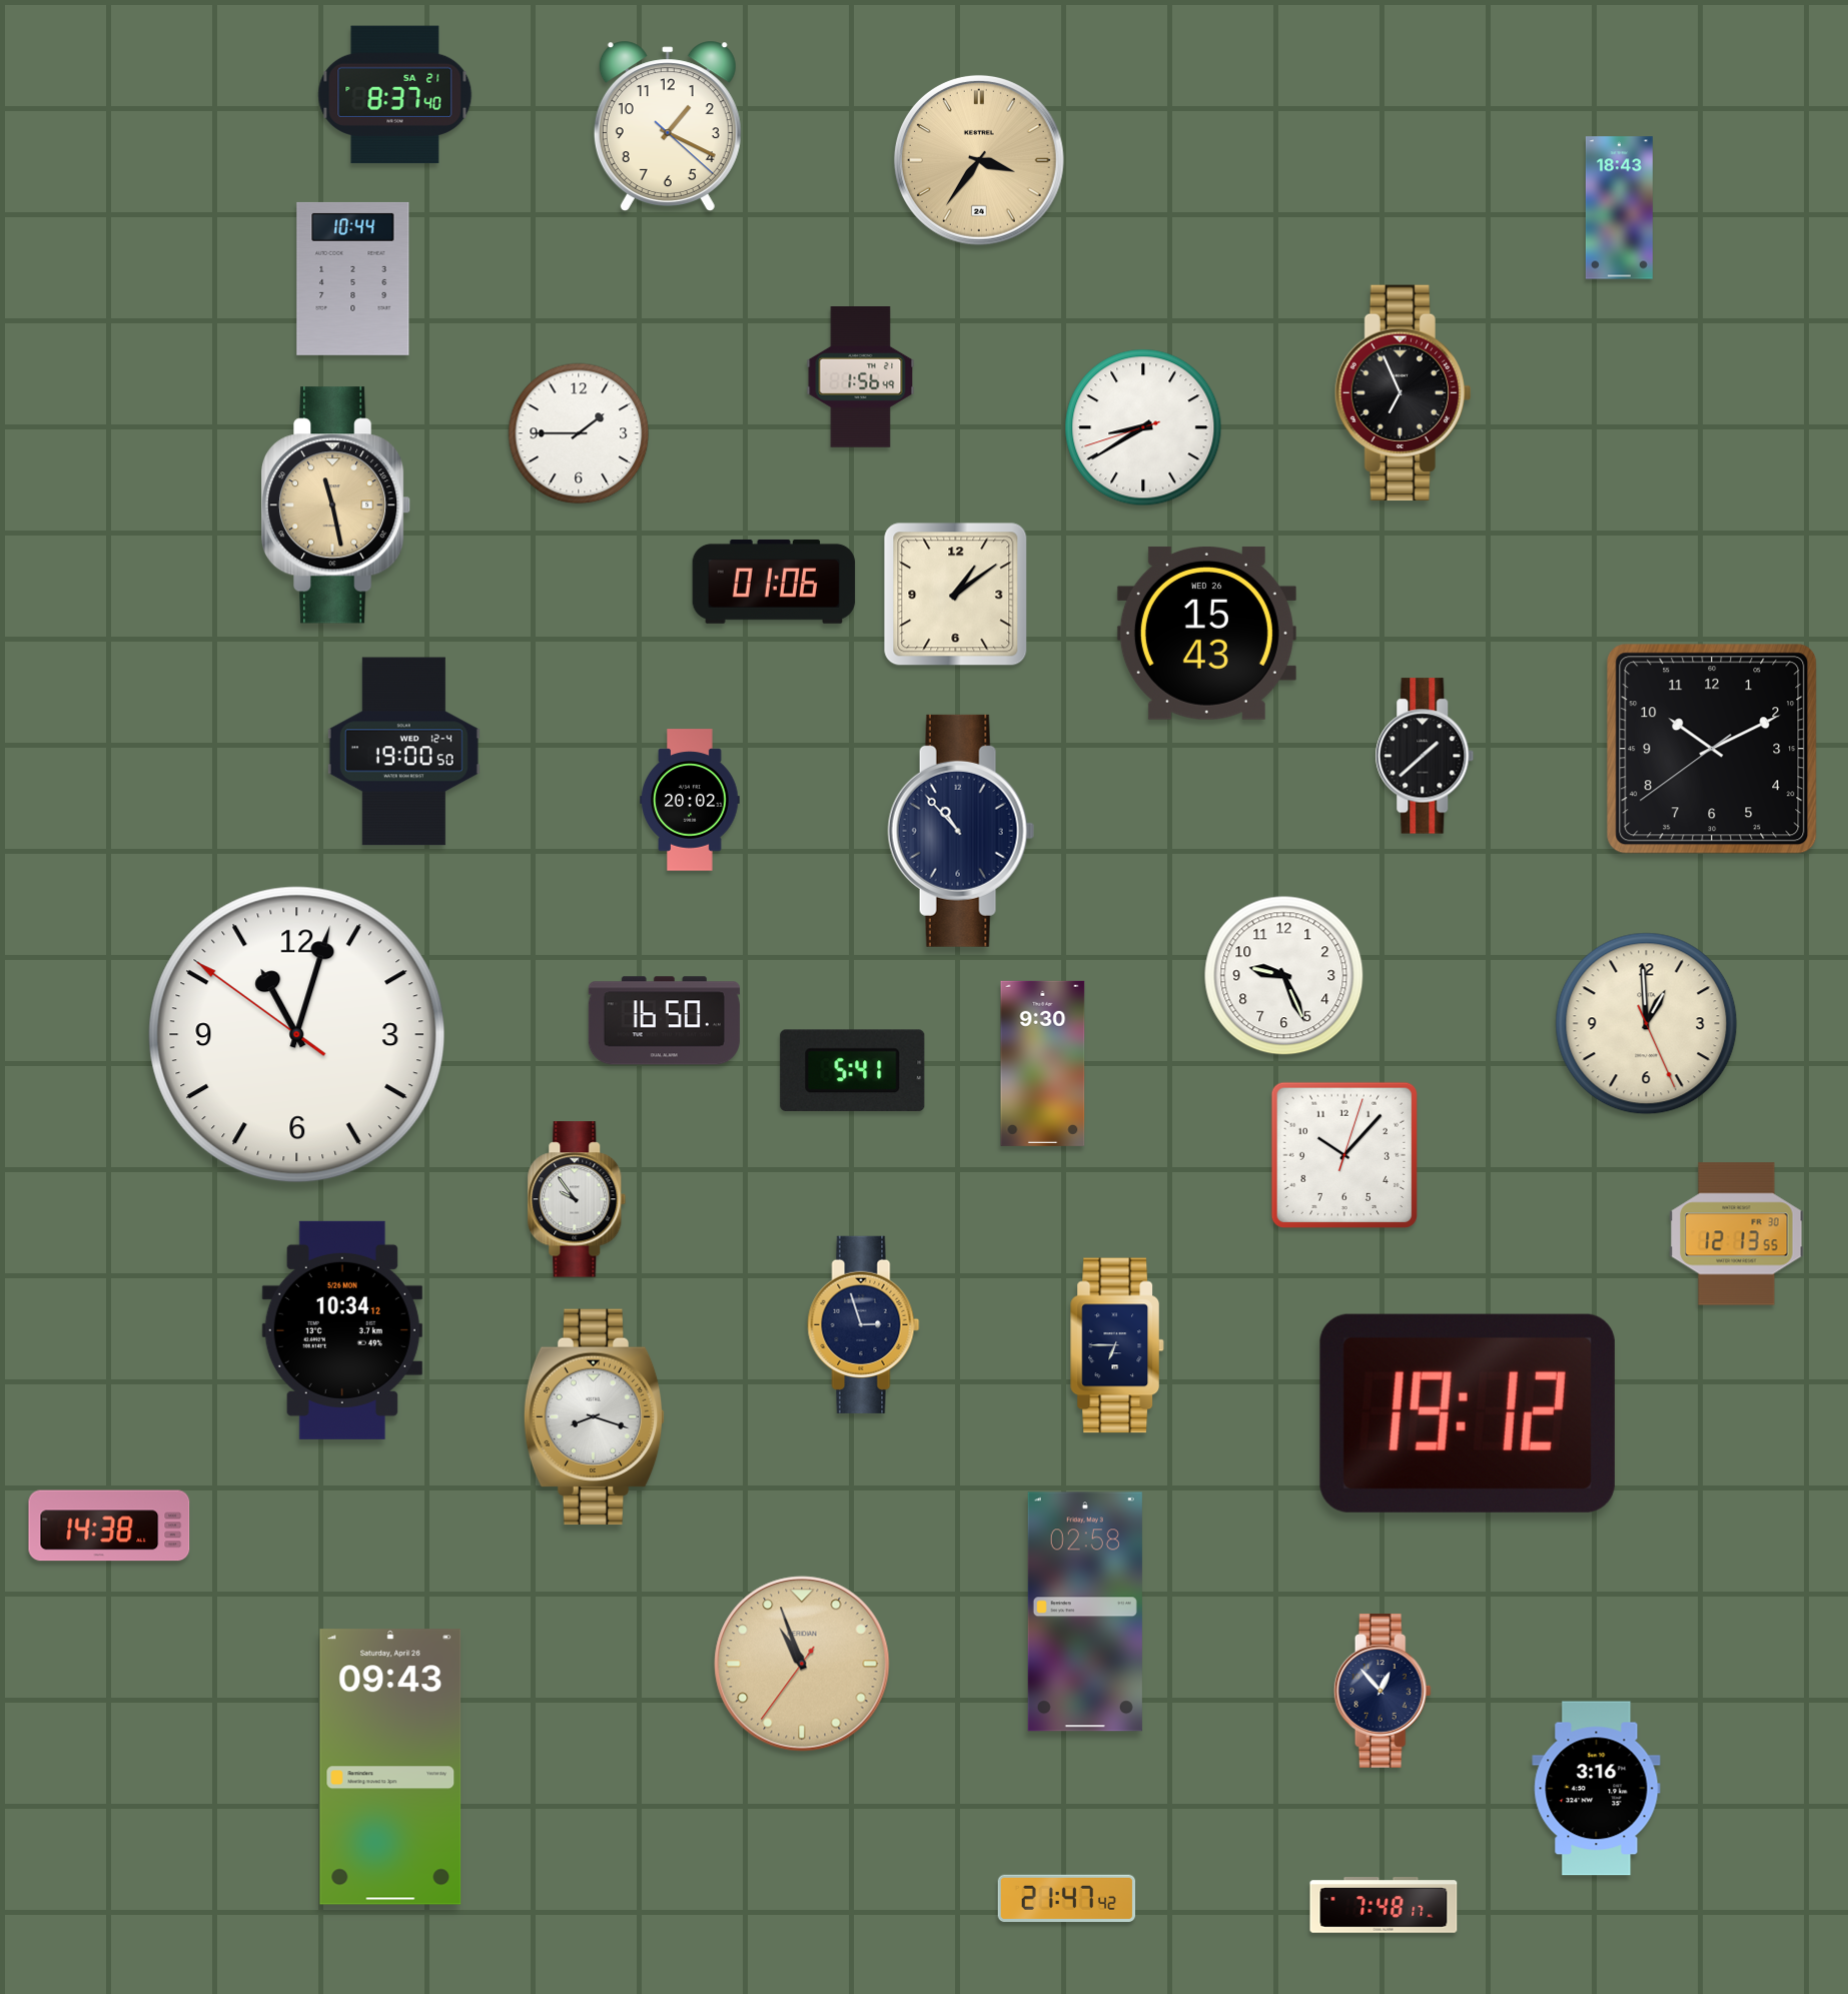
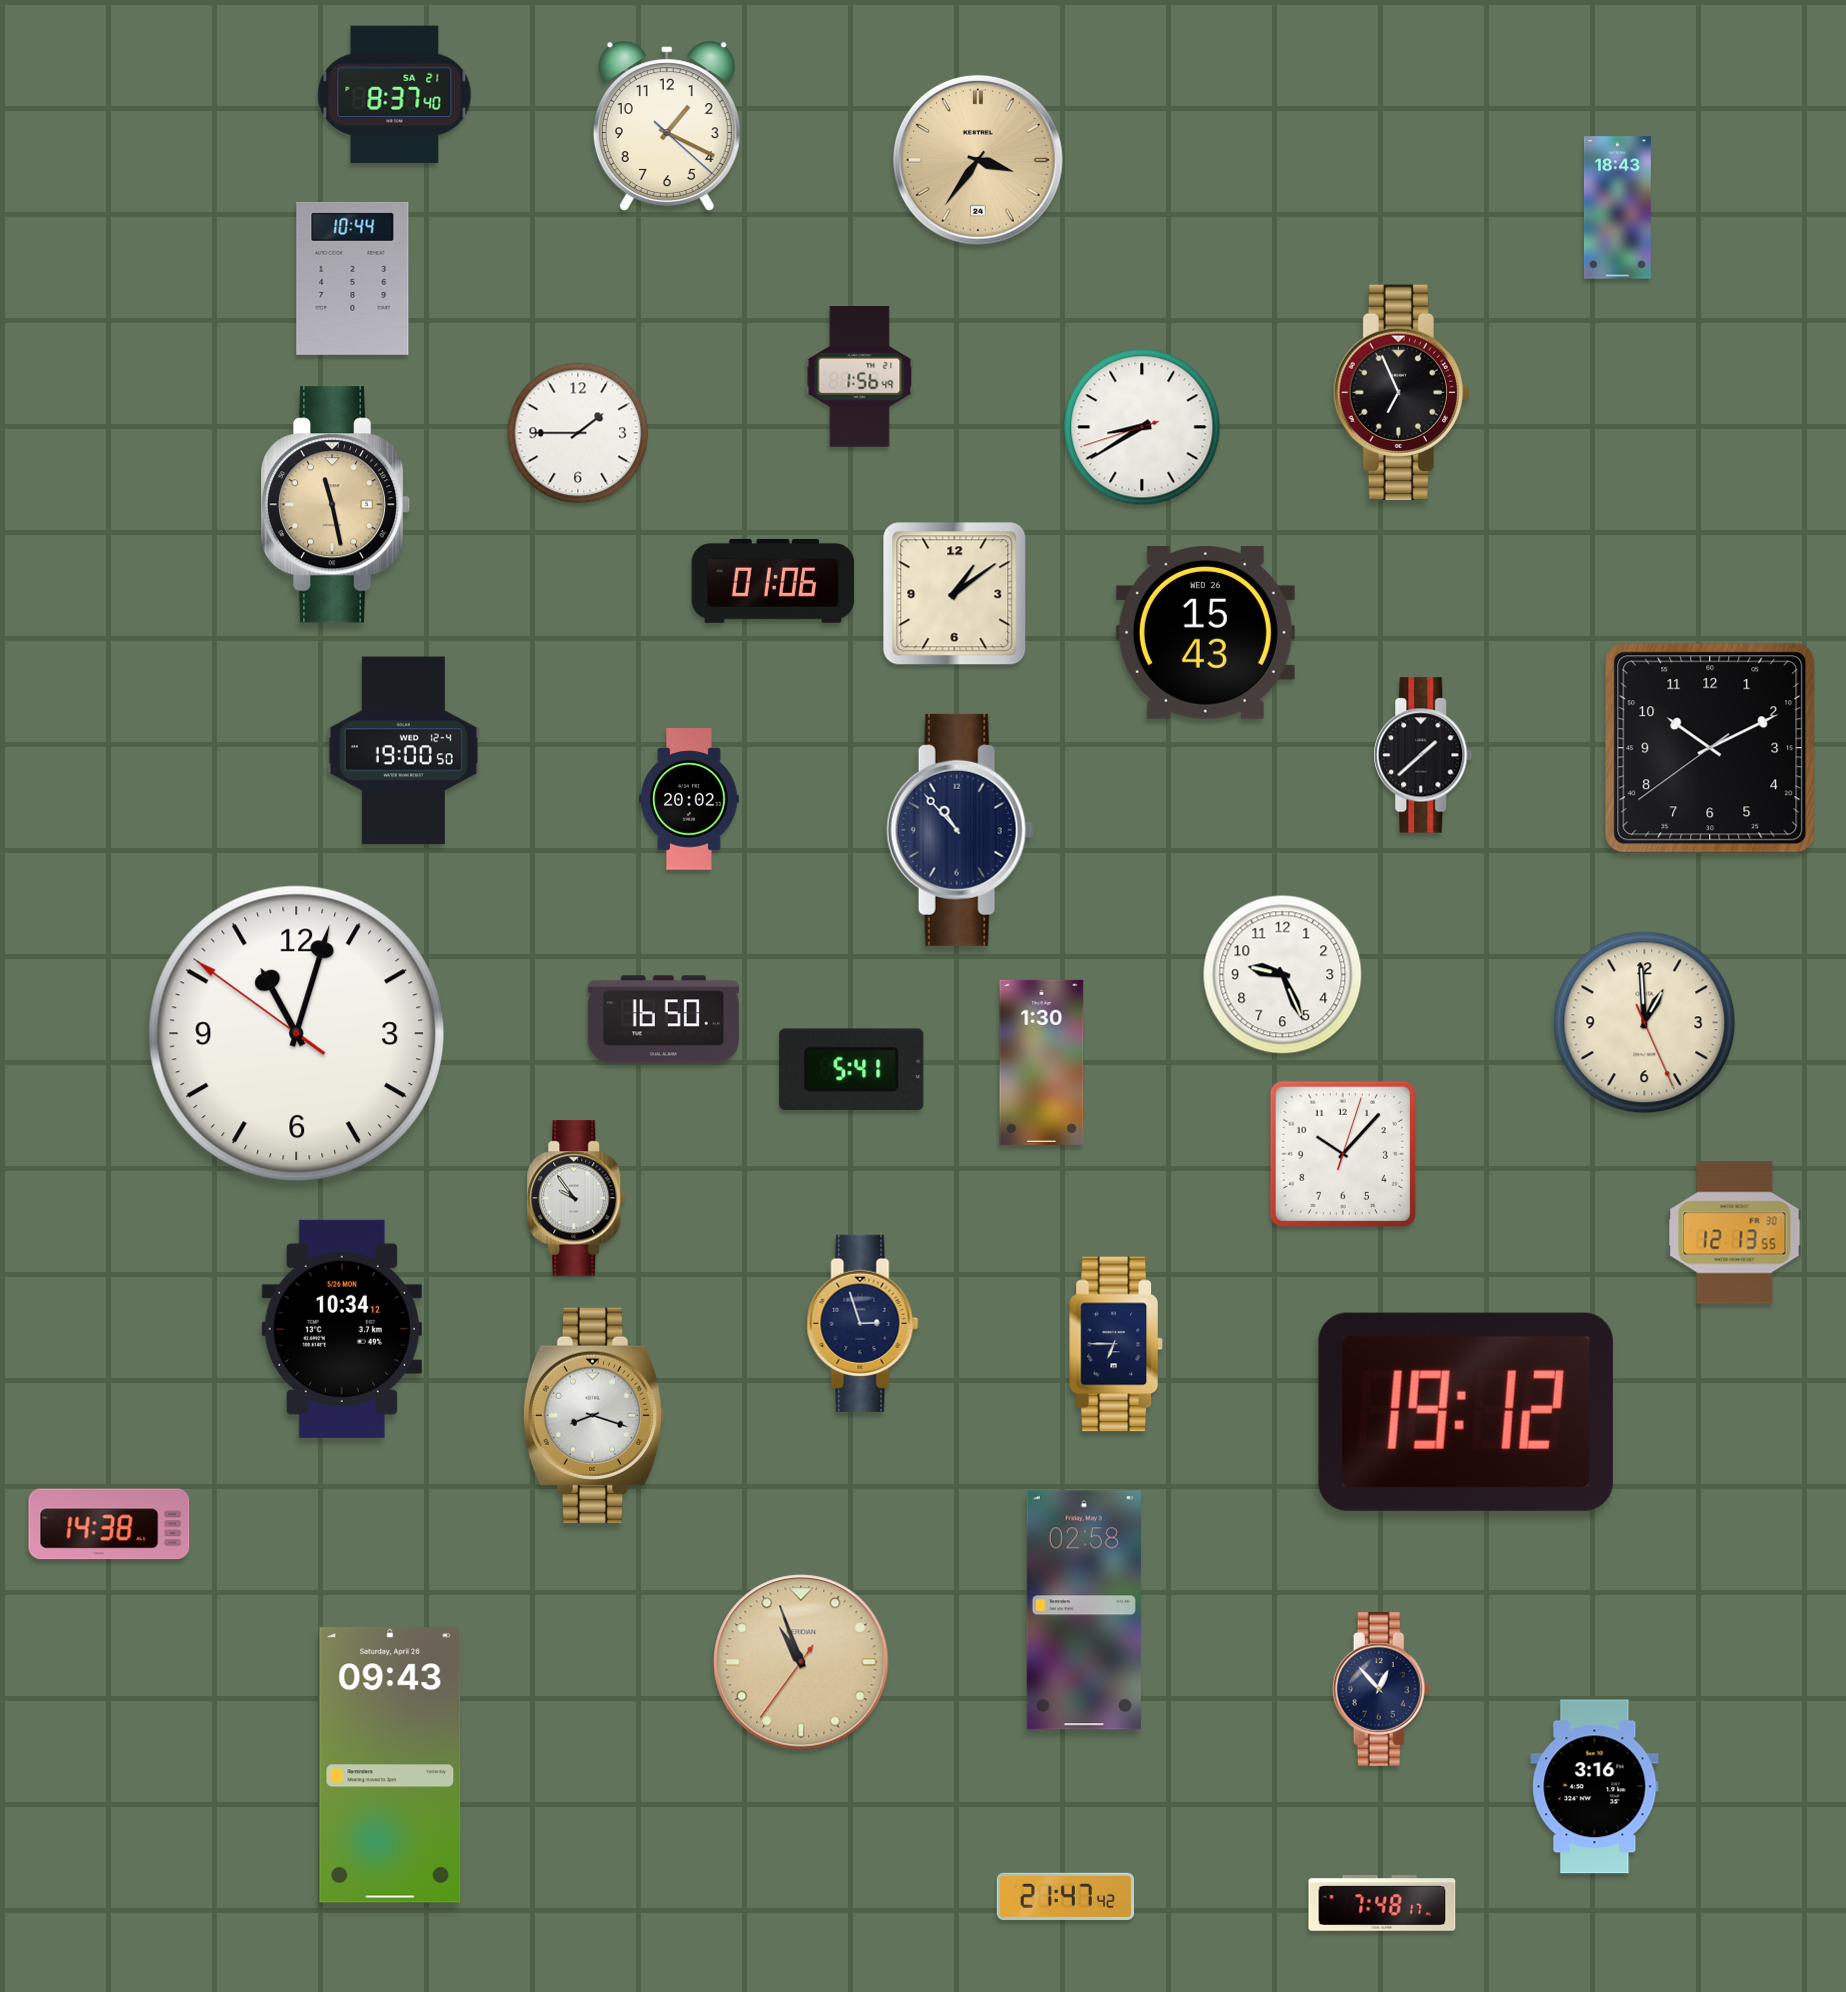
clock at (1043, 1063): 9:30 -> 1:30
